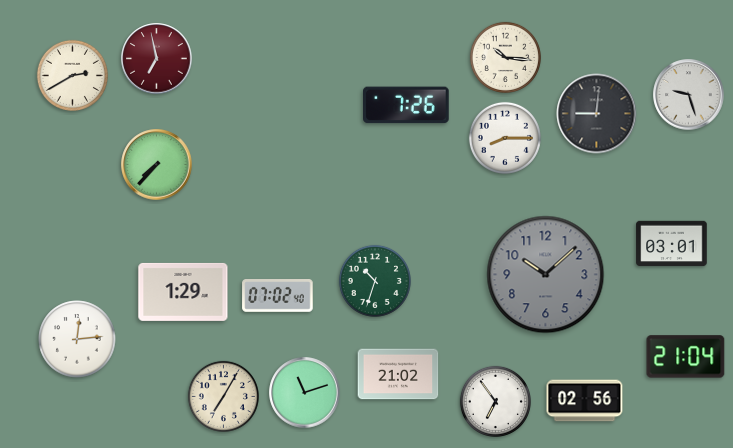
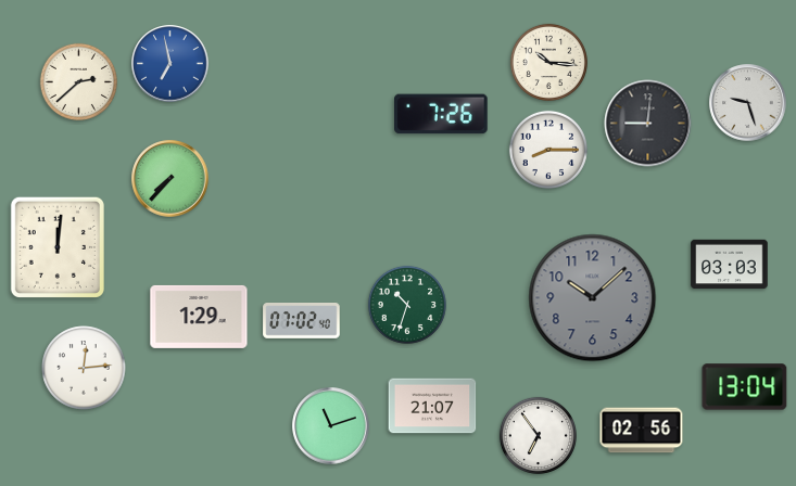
clock at (157, 59) dial: burgundy -> blue
clock at (72, 75): 2:40 -> 2:38
clock at (58, 247): none -> 12:01
clock at (672, 244): 03:01 -> 03:03
clock at (686, 357): 21:04 -> 13:04
clock at (398, 374): 21:02 -> 21:07
clock at (223, 396): 7:05 -> none
clock at (585, 401) position: (585, 401) -> (642, 431)
